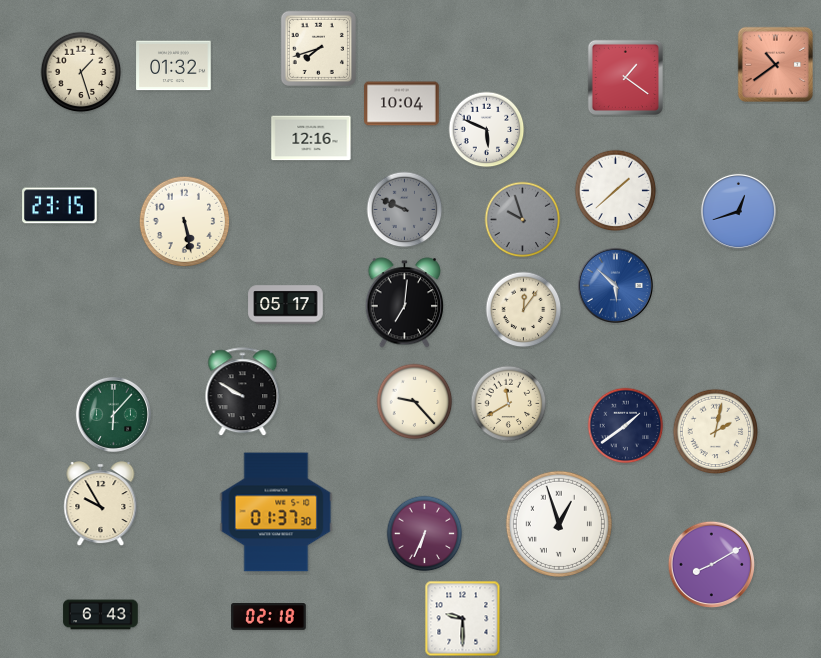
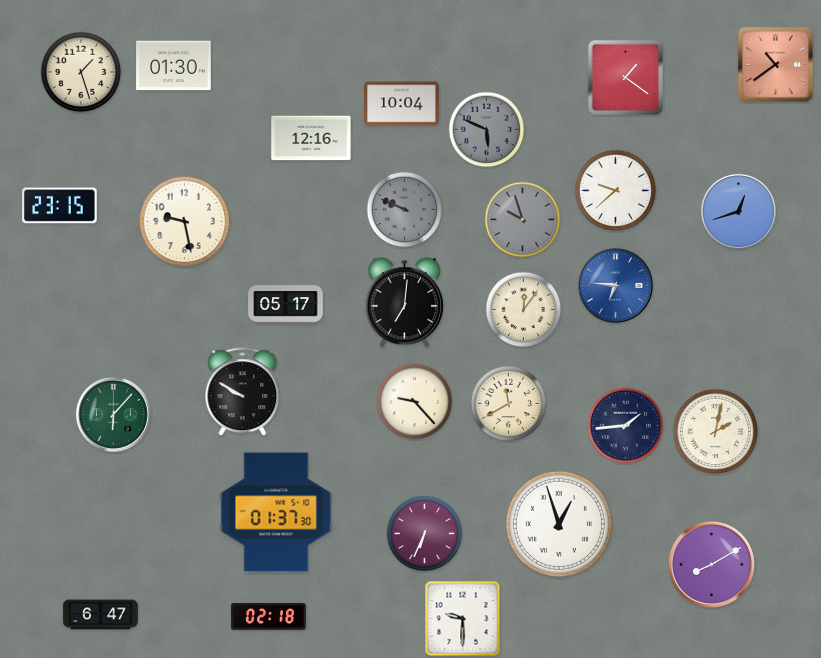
clock at (318, 48): 7:42 -> none
clock at (174, 66): 01:32 -> 01:30
clock at (487, 130) dial: white -> grey
clock at (616, 191): 1:38 -> 9:38
clock at (185, 222): 5:28 -> 9:28
clock at (615, 285): 5:52 -> 6:46
clock at (626, 426): 1:39 -> 1:44
clock at (101, 504): 9:55 -> none
clock at (101, 615): 6:43 -> 6:47
